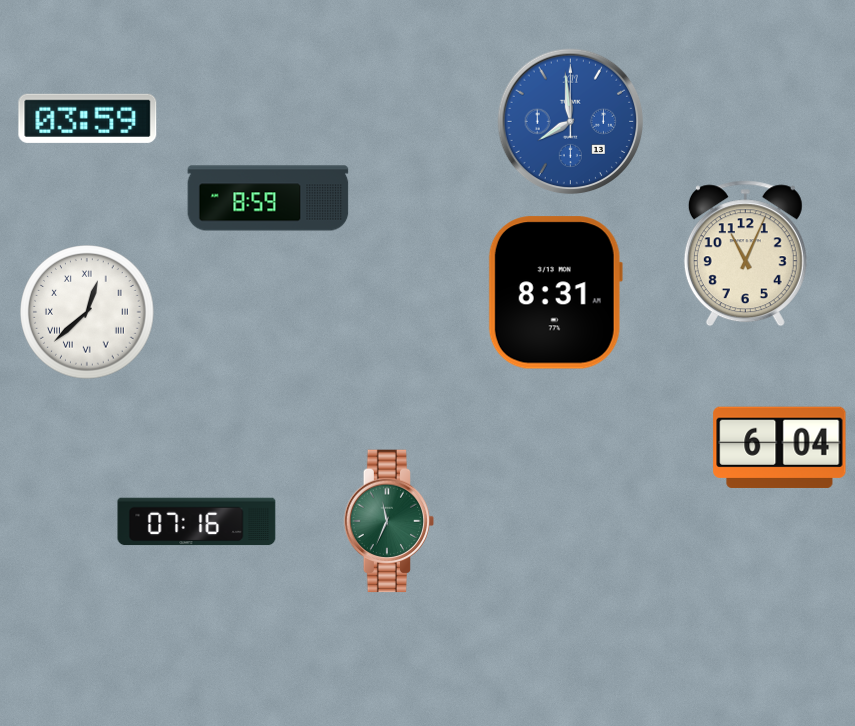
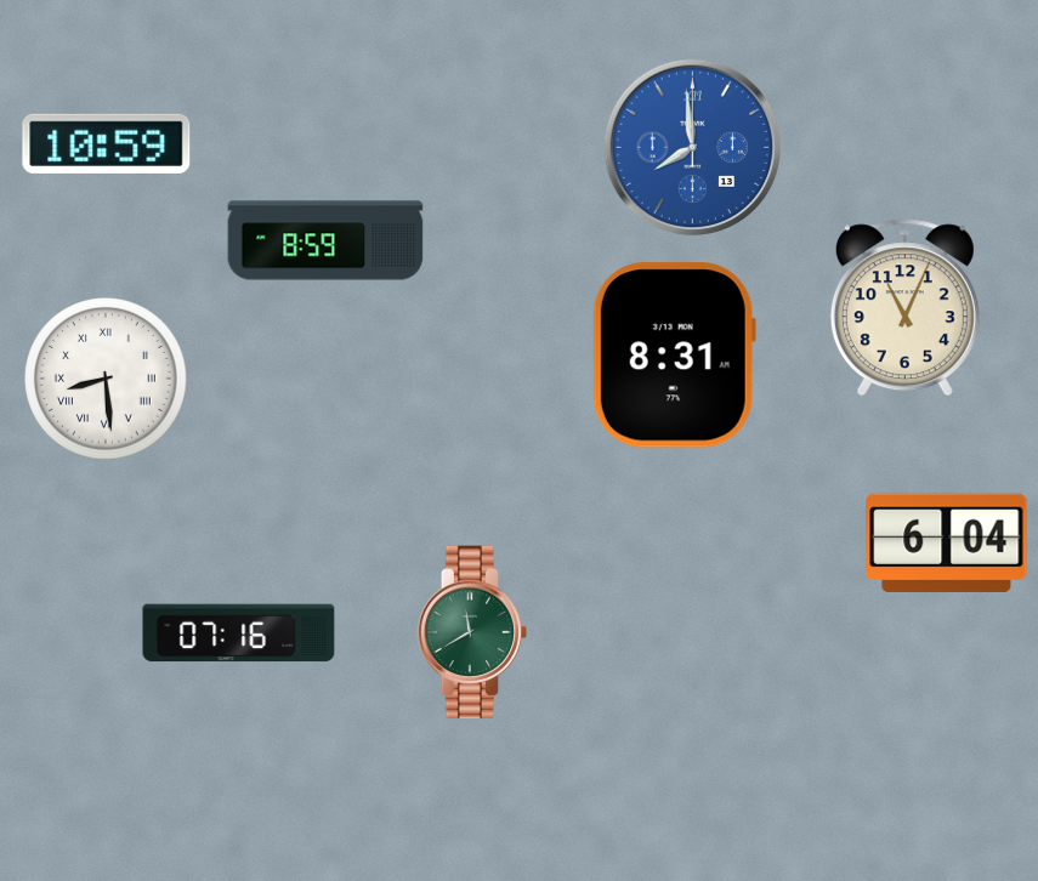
clock at (88, 118): 03:59 -> 10:59
clock at (87, 312): 12:38 -> 8:29
clock at (389, 521): 11:34 -> 11:40
